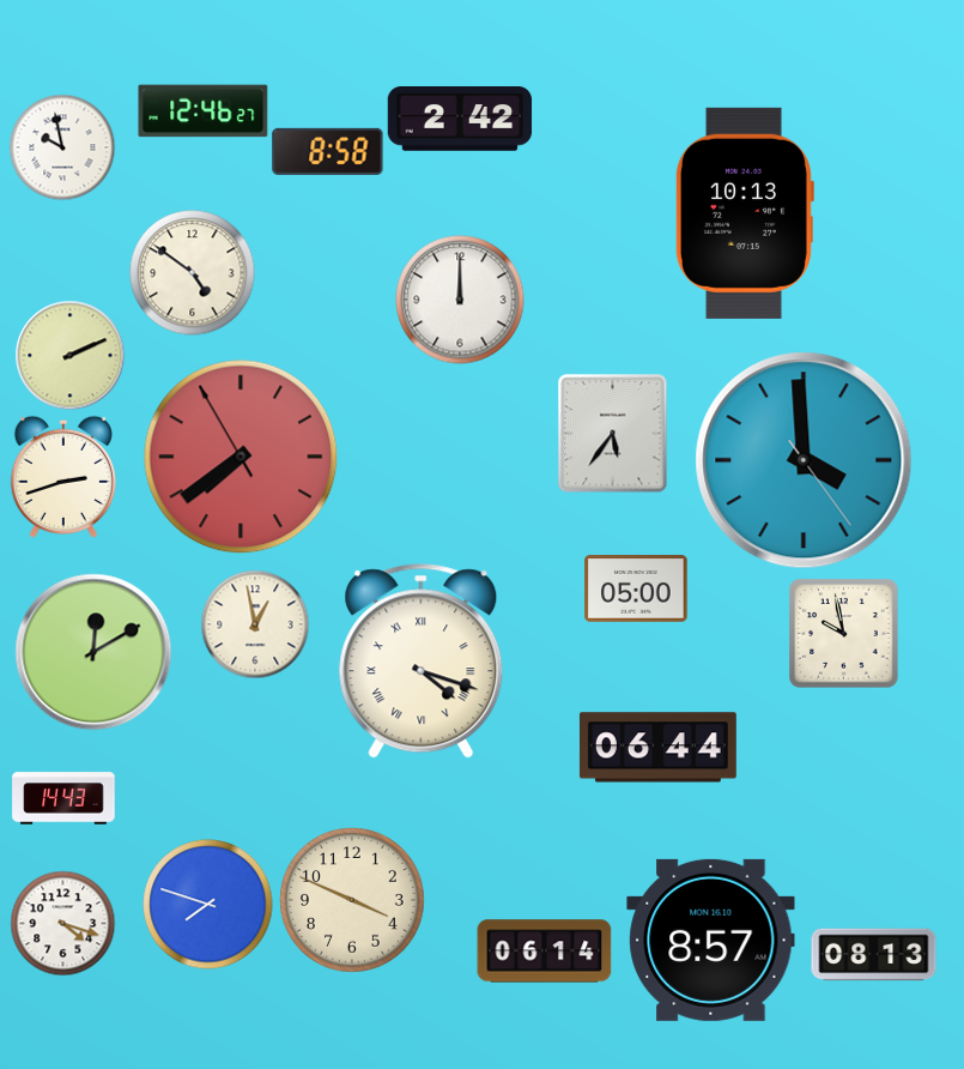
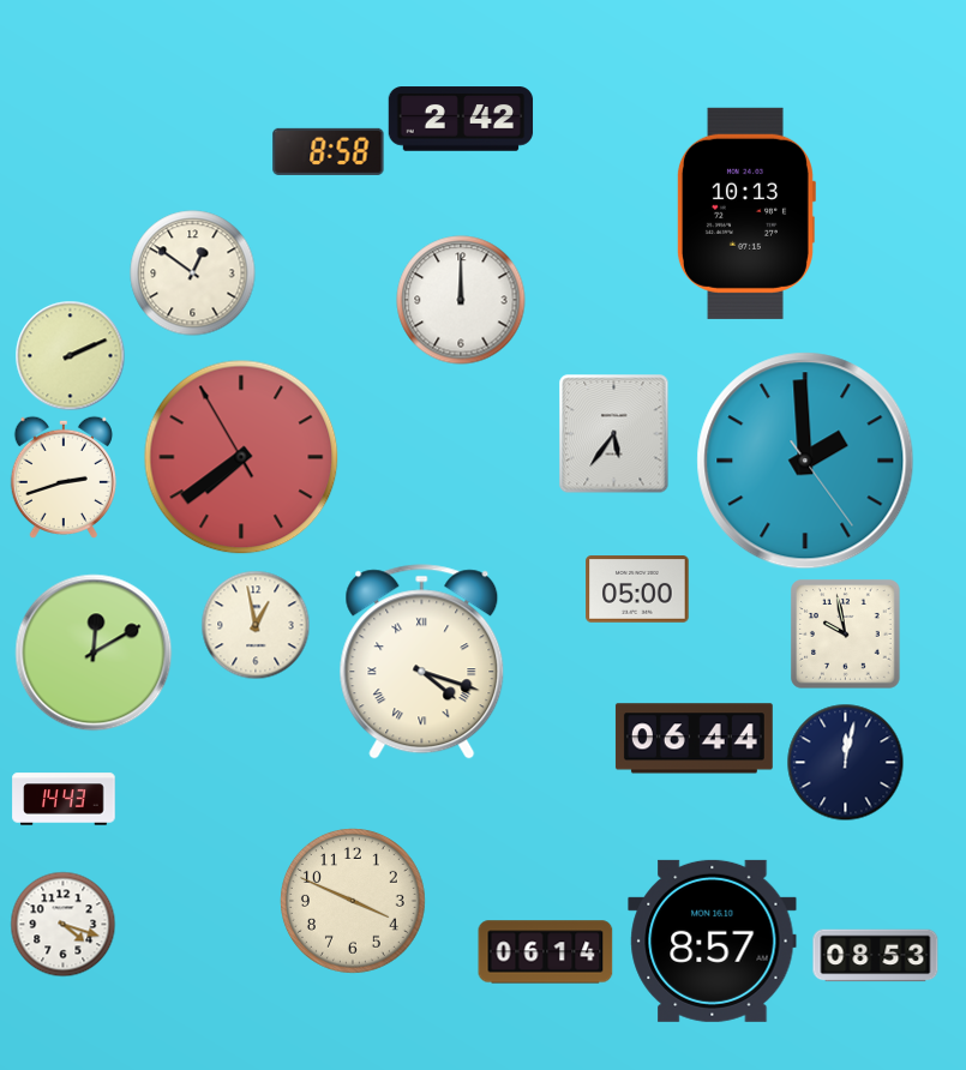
clock at (204, 111): 12:46 -> none
clock at (62, 147): 9:58 -> none
clock at (193, 273): 4:51 -> 12:51
clock at (804, 460): 3:59 -> 1:59
clock at (657, 748) position: (657, 748) -> (694, 739)
clock at (845, 762): none -> 12:02
clock at (208, 905): 7:48 -> none
clock at (874, 955): 08:13 -> 08:53
